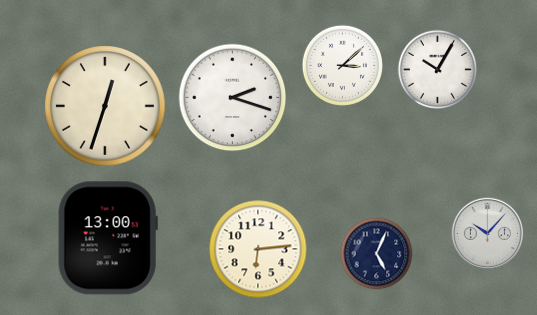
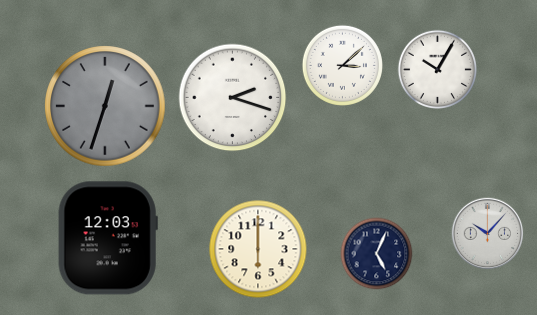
clock at (105, 106) dial: cream -> grey
clock at (108, 238): 13:00 -> 12:03
clock at (258, 249): 6:14 -> 6:00
